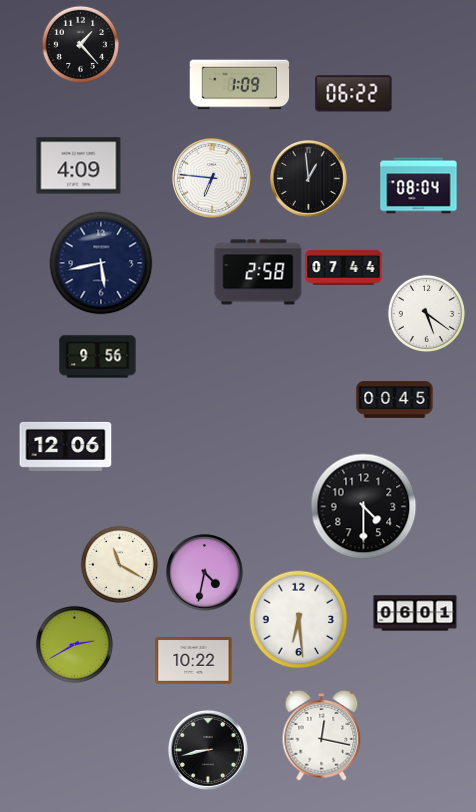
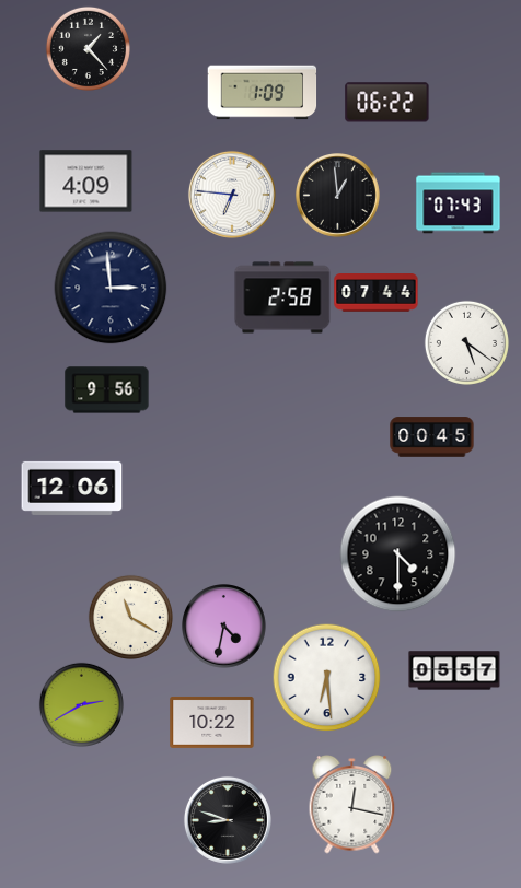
clock at (419, 186): 08:04 -> 07:43
clock at (101, 263): 5:43 -> 2:59
clock at (415, 613): 06:01 -> 05:57
clock at (208, 750): 8:43 -> 8:48
